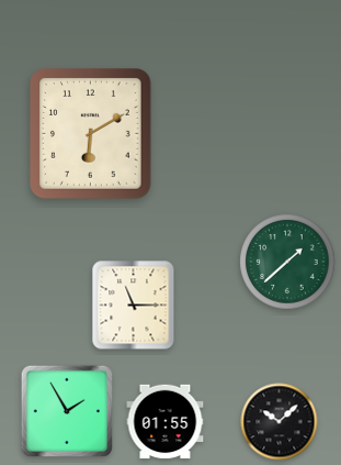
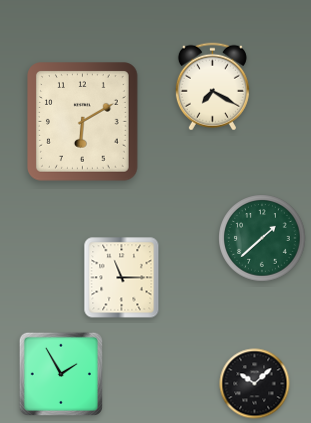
clock at (212, 87): none -> 7:20
clock at (166, 422): 01:55 -> none
